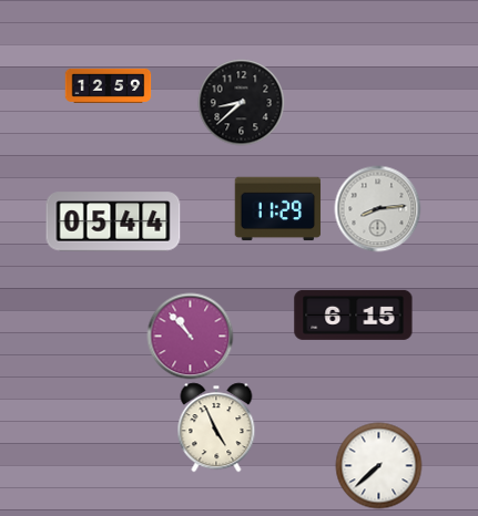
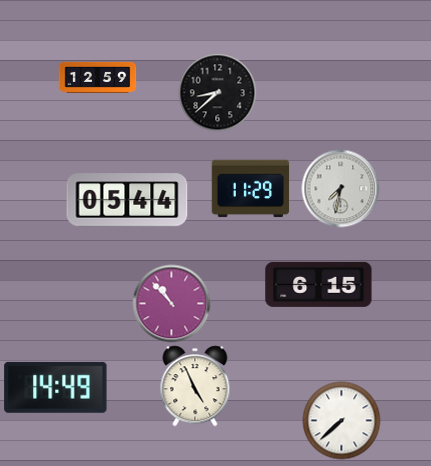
clock at (377, 208): 8:14 -> 7:32
clock at (113, 221) position: (113, 221) -> (127, 200)
clock at (56, 387): none -> 14:49
